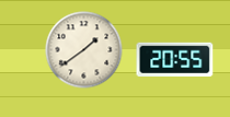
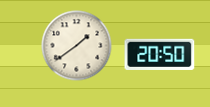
clock at (175, 59): 20:55 -> 20:50
